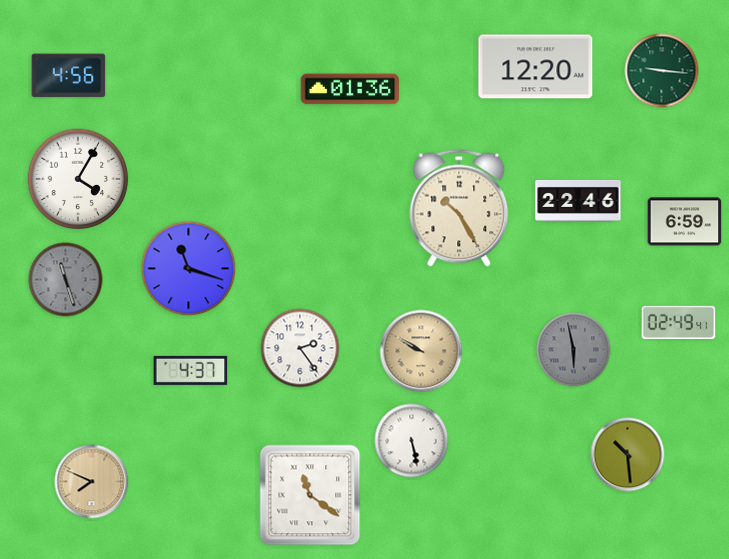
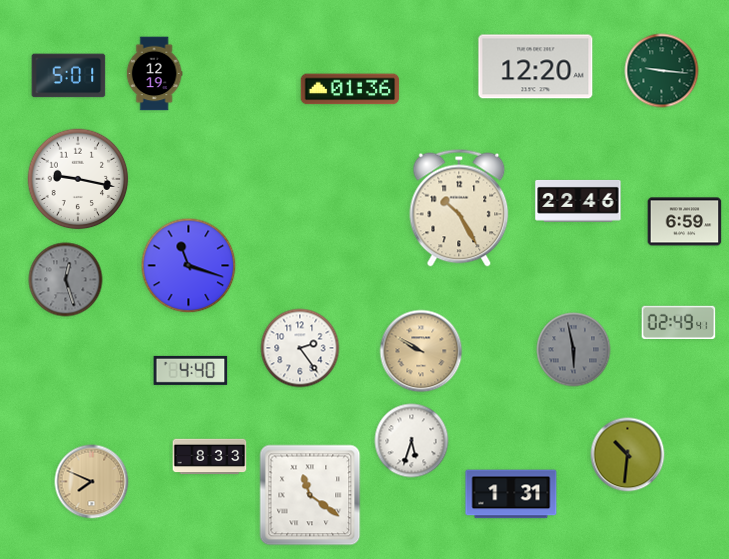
clock at (154, 74): none -> 12:19
clock at (69, 76): 4:56 -> 5:01
clock at (78, 179): 4:05 -> 9:17
clock at (189, 269) position: (189, 269) -> (189, 266)
clock at (66, 280): 11:27 -> 12:27
clock at (191, 370): 4:37 -> 4:40
clock at (412, 441): 5:28 -> 5:33
clock at (628, 455): 10:29 -> 10:31
clock at (210, 457): none -> 8:33
clock at (511, 494): none -> 1:31
